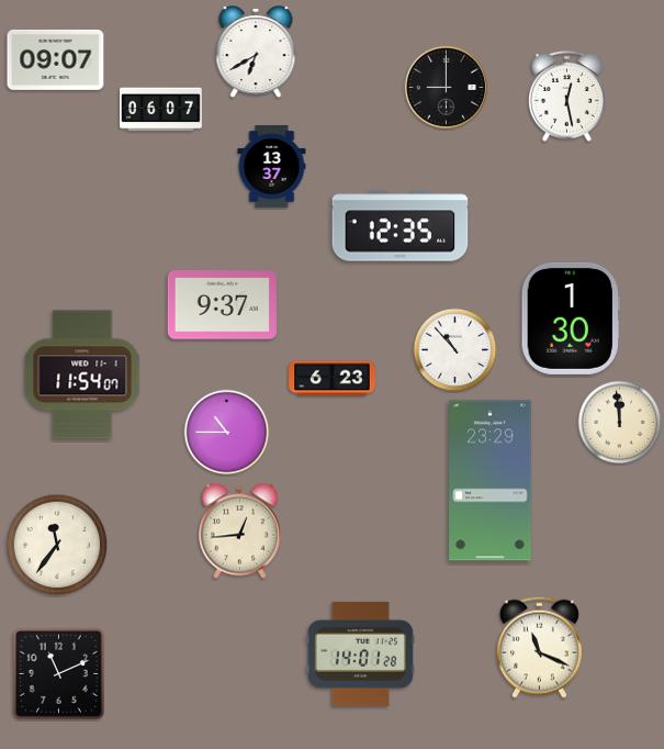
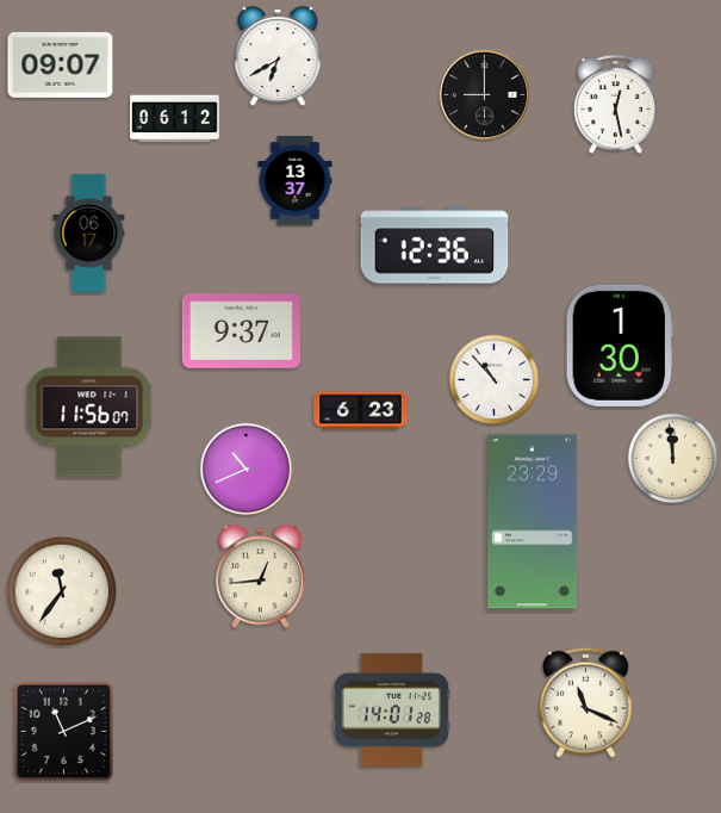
clock at (161, 110): 06:07 -> 06:12
clock at (89, 232): none -> 06:17
clock at (401, 226): 12:35 -> 12:36
clock at (82, 374): 11:54 -> 11:56
clock at (227, 433): 10:45 -> 10:41
